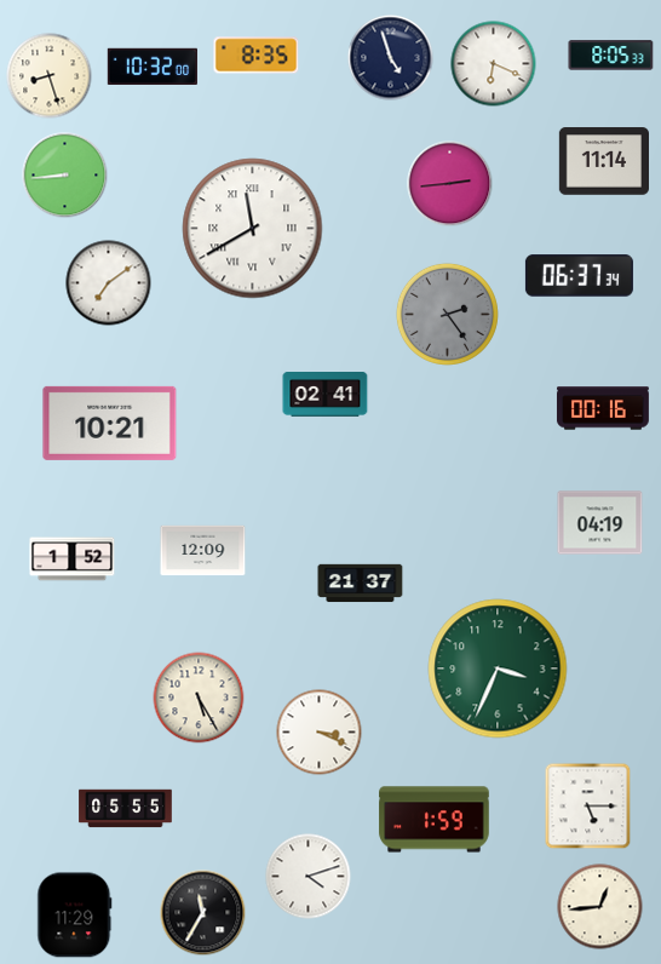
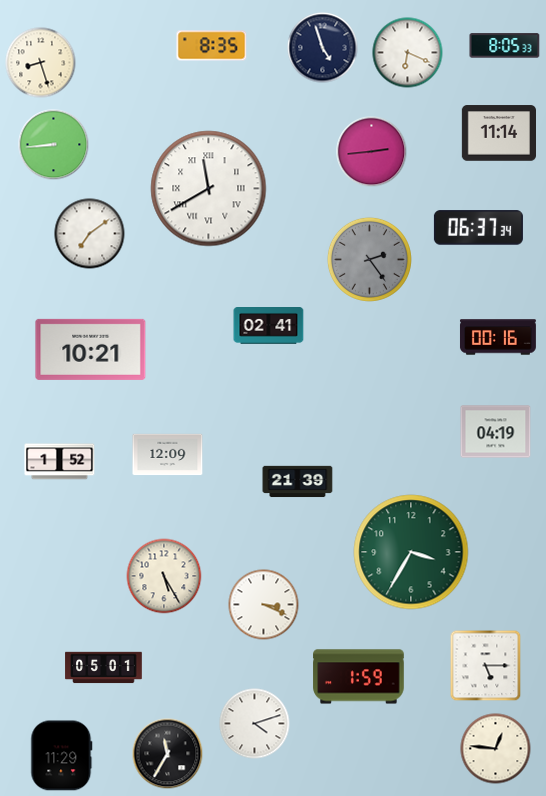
clock at (153, 65): 10:32 -> none
clock at (361, 584): 21:37 -> 21:39
clock at (498, 669): 3:34 -> 3:35
clock at (126, 809): 05:55 -> 05:01
clock at (600, 907): 12:44 -> 12:46
